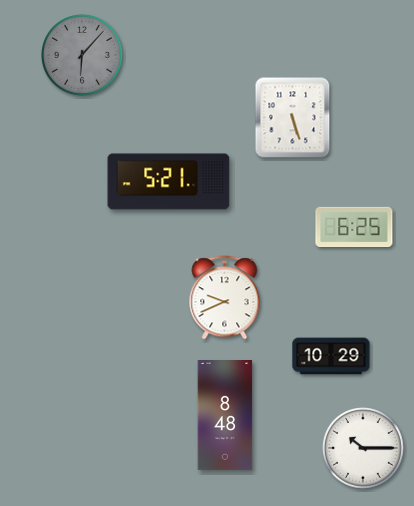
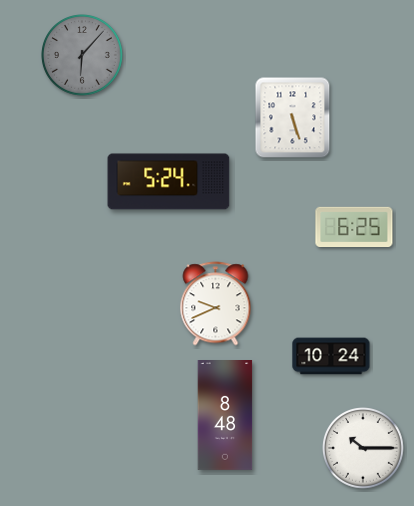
clock at (169, 182): 5:21 -> 5:24
clock at (225, 298) position: (225, 298) -> (216, 304)
clock at (331, 356): 10:29 -> 10:24
